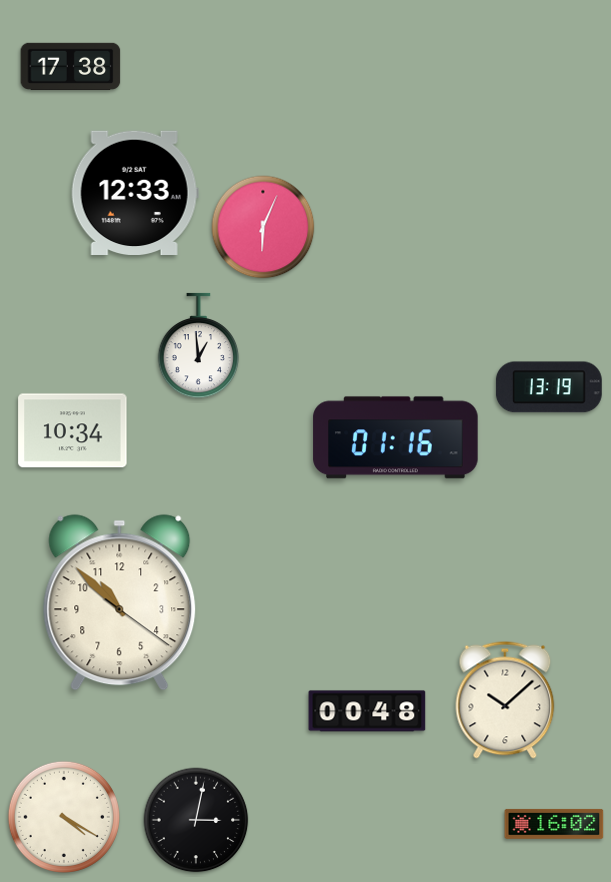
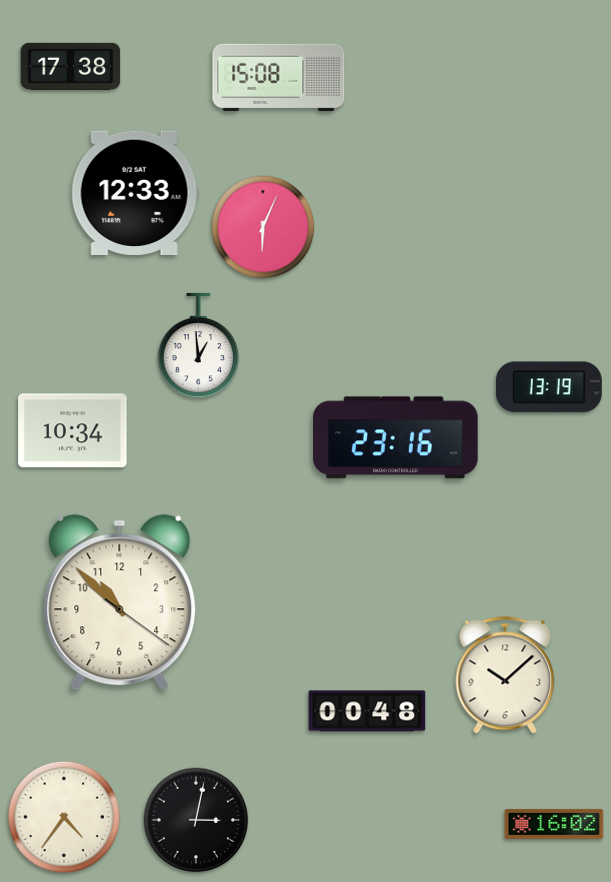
clock at (279, 78): none -> 15:08
clock at (396, 438): 01:16 -> 23:16
clock at (505, 700) position: (505, 700) -> (505, 675)
clock at (64, 817): 4:20 -> 4:36
